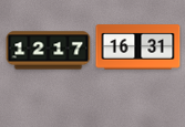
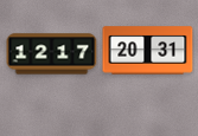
clock at (138, 47): 16:31 -> 20:31
